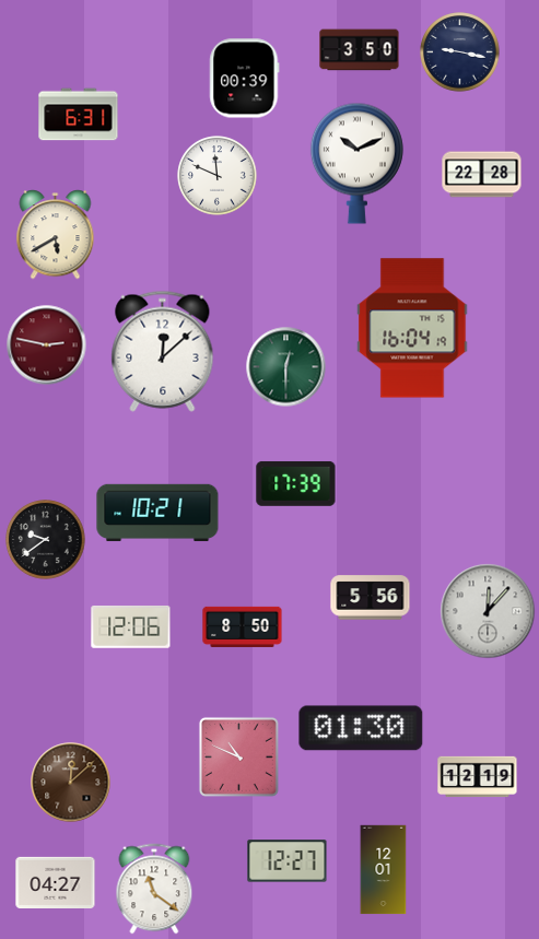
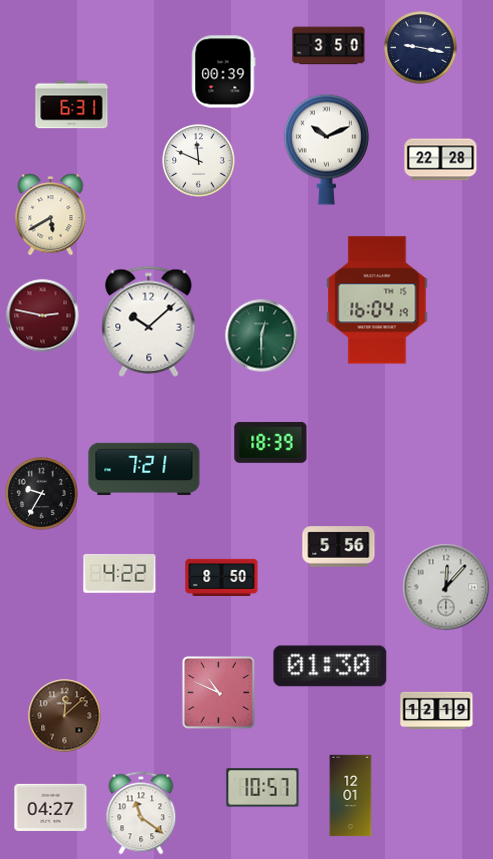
clock at (163, 351): 12:08 -> 10:08
clock at (296, 483): 17:39 -> 18:39
clock at (157, 513): 10:21 -> 7:21
clock at (46, 540): 9:39 -> 9:35
clock at (488, 611) position: (488, 611) -> (446, 587)
clock at (131, 626): 12:06 -> 4:22
clock at (243, 626) position: (243, 626) -> (222, 577)
clock at (288, 861): 12:27 -> 10:57
